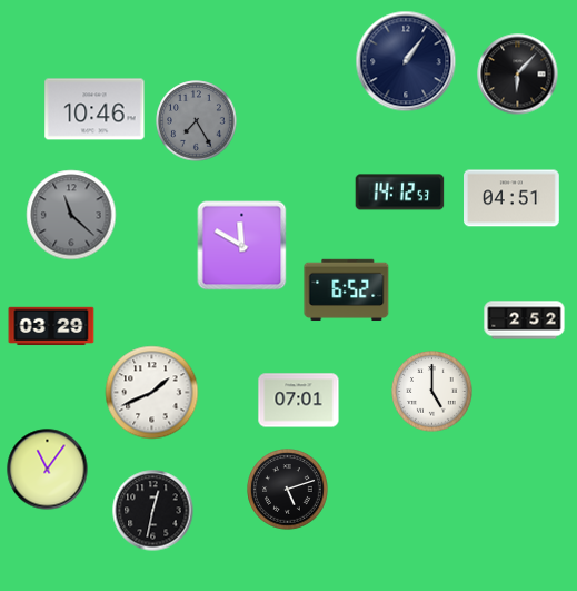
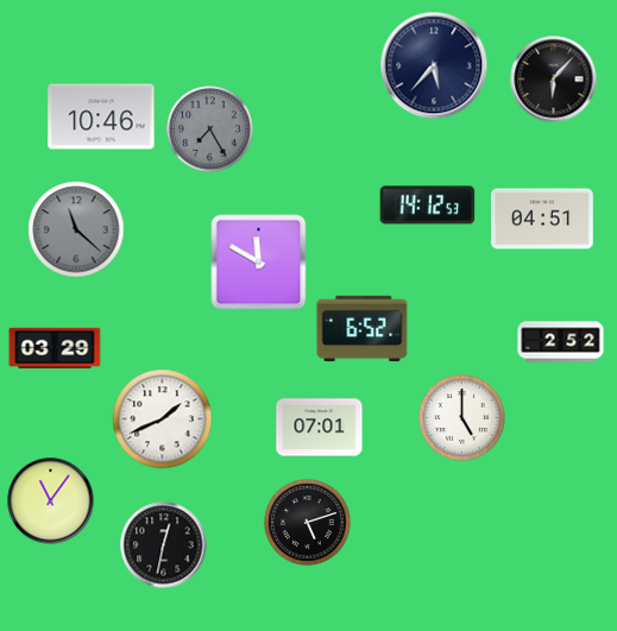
clock at (406, 61): 1:06 -> 5:37
clock at (513, 198) position: (513, 198) -> (543, 219)
clock at (347, 290) position: (347, 290) -> (363, 329)
